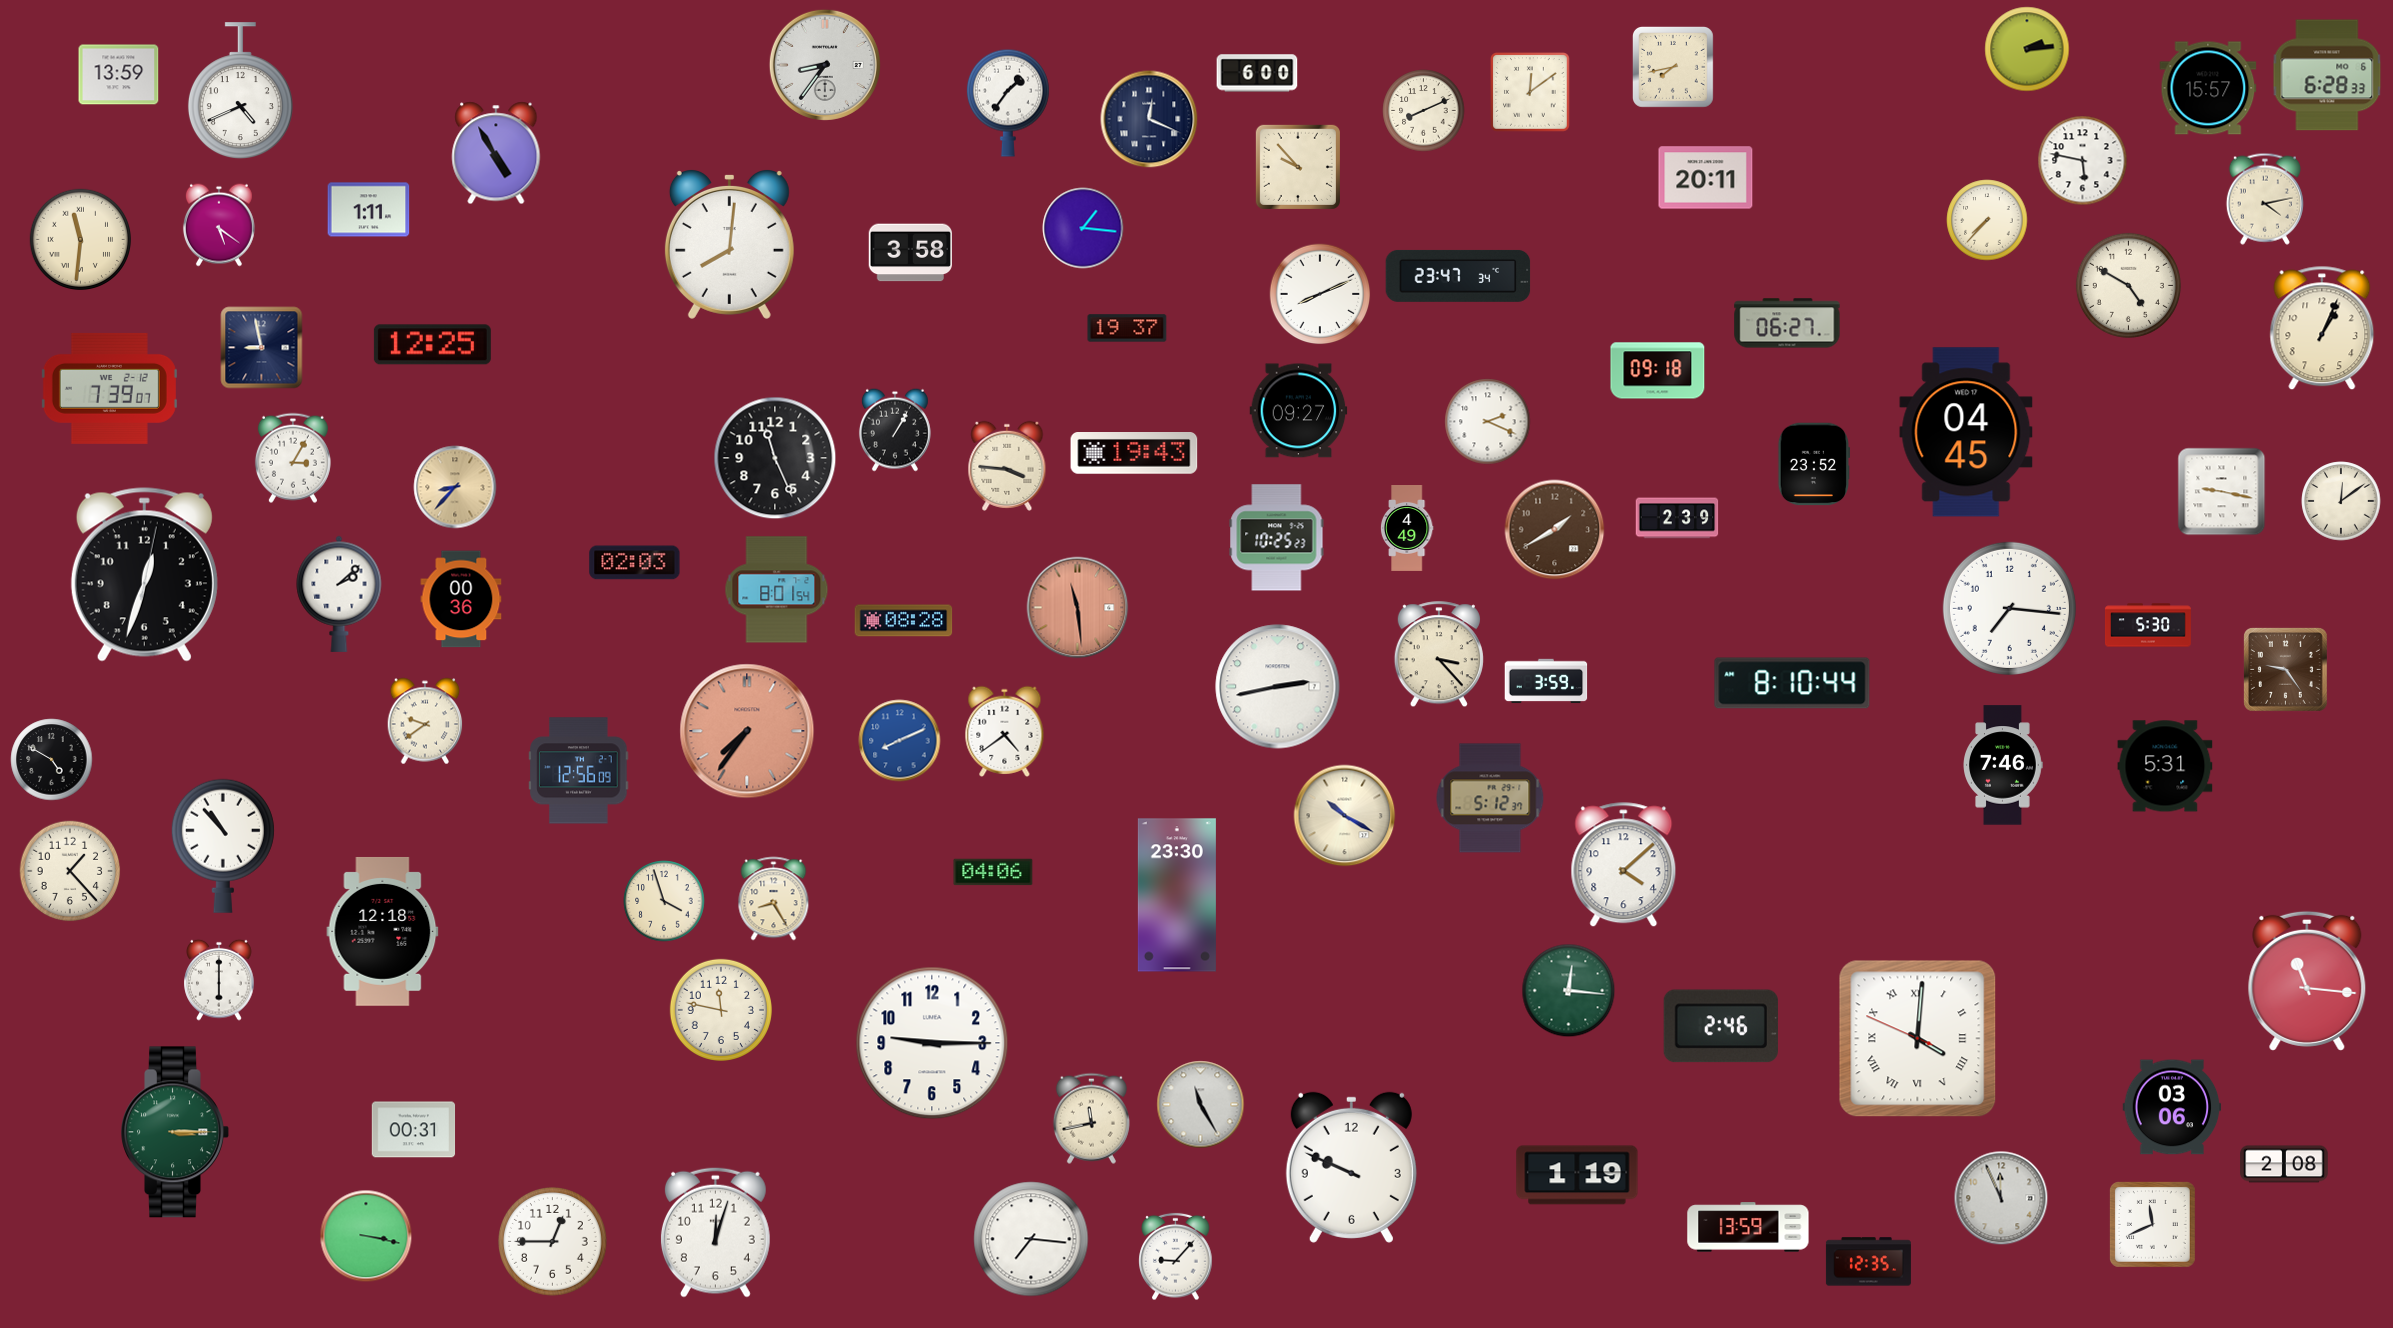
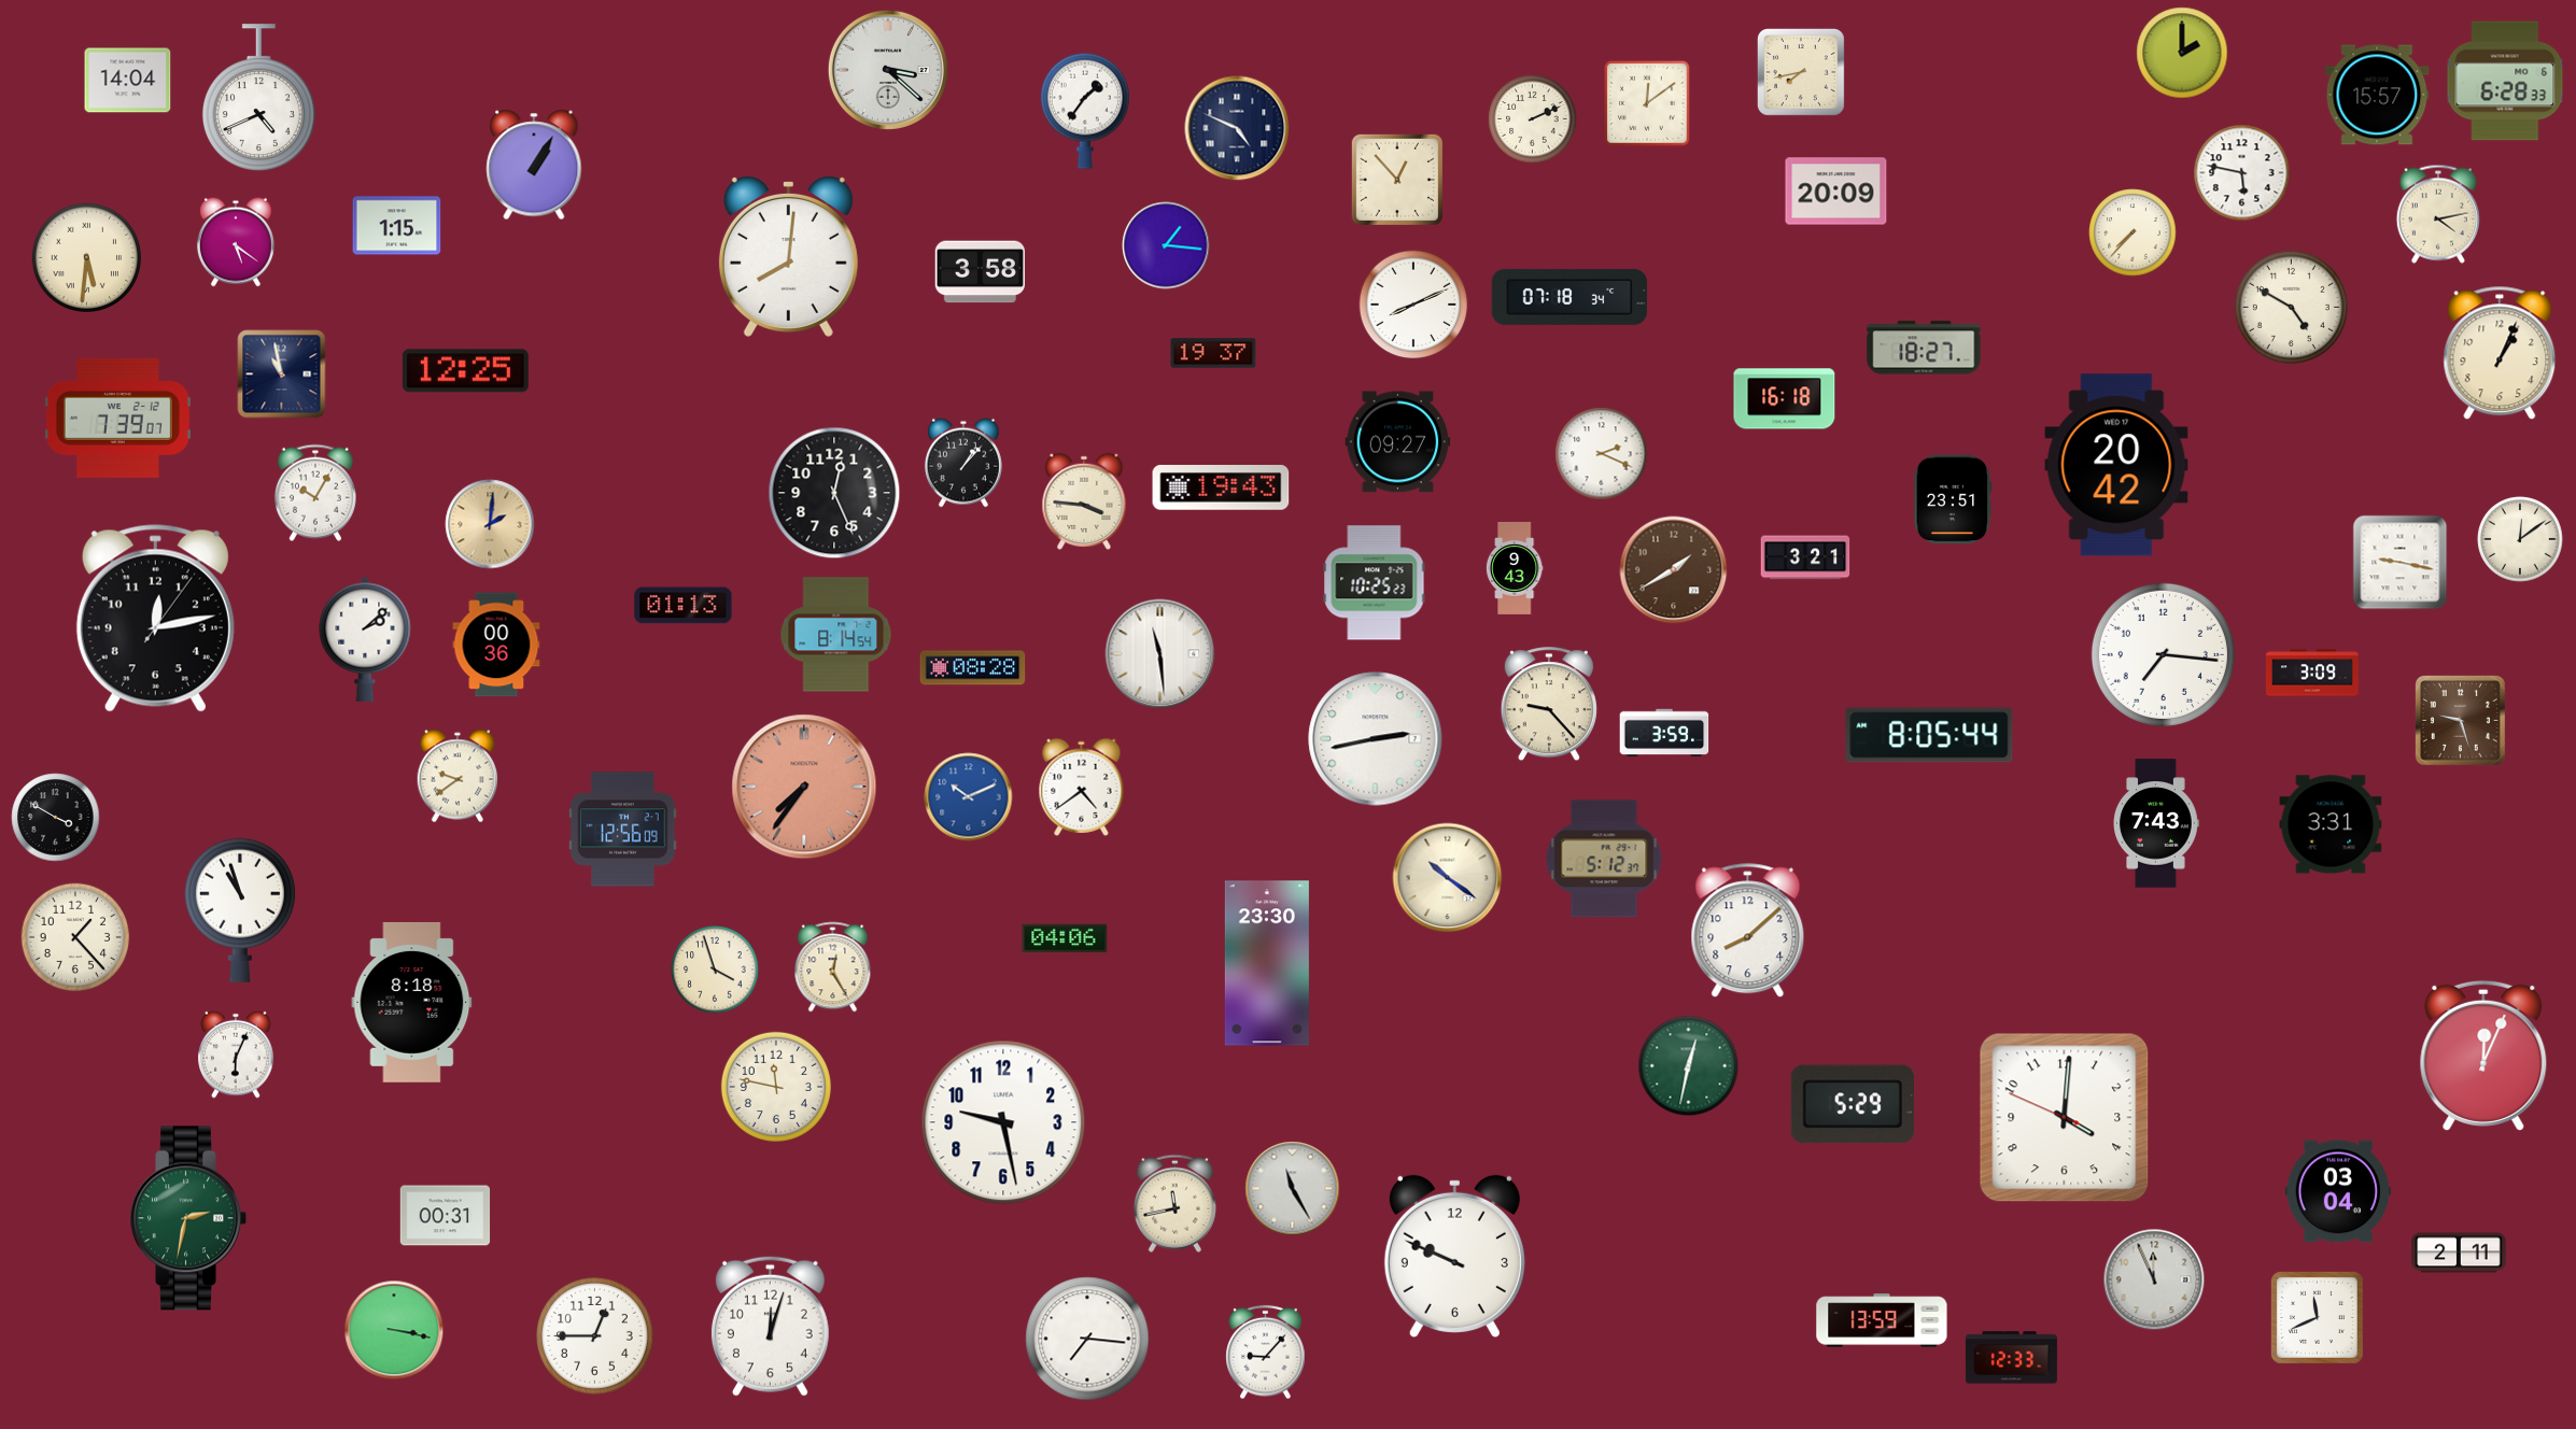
clock at (2027, 49): 2:14 -> 2:00
clock at (825, 65): 8:36 -> 3:22
clock at (1257, 73): 6:00 -> none
clock at (119, 75): 13:59 -> 14:04
clock at (1530, 92) position: (1530, 92) -> (1647, 103)
clock at (1424, 111): 8:11 -> 2:11
clock at (1149, 119): 12:19 -> 4:49
clock at (496, 153): 4:55 -> 1:05
clock at (1298, 167): 9:53 -> 12:53
clock at (1706, 178): 20:11 -> 20:09
clock at (369, 210): 1:11 -> 1:15
clock at (1987, 220) position: (1987, 220) -> (2132, 232)
clock at (80, 239): 11:31 -> 5:31
clock at (729, 244) position: (729, 244) -> (788, 256)
clock at (1458, 276): 23:47 -> 07:18
clock at (1320, 294) position: (1320, 294) -> (1413, 305)
clock at (1787, 323): 06:27 -> 18:27
clock at (262, 348): 8:58 -> 10:58
clock at (1658, 371): 09:18 -> 16:18
clock at (895, 430): 1:05 -> 1:07
clock at (1966, 432): 04:45 -> 20:42
clock at (293, 458): 3:05 -> 10:05
clock at (775, 458): 11:26 -> 12:26
clock at (1813, 464): 23:52 -> 23:51
clock at (455, 487): 8:37 -> 2:01
clock at (2222, 492) position: (2222, 492) -> (2401, 563)
clock at (1677, 518): 2:39 -> 3:21
clock at (1407, 529): 4:49 -> 9:43
clock at (1277, 538) position: (1277, 538) -> (1375, 583)
clock at (635, 563): 02:03 -> 01:13
clock at (144, 575): 12:33 -> 12:13
clock at (777, 590): 8:01 -> 8:14
clock at (1078, 608) dial: salmon -> white
clock at (2148, 625): 5:30 -> 3:09
clock at (1439, 655): 3:23 -> 9:23
clock at (2286, 670): 9:24 -> 9:27
clock at (1792, 683): 8:10 -> 8:05
clock at (900, 741): 8:11 -> 10:11
clock at (52, 760): 4:50 -> 3:50
clock at (2003, 765): 7:46 -> 7:43
clock at (2165, 766): 5:31 -> 3:31
clock at (1345, 816): 10:20 -> 10:21
clock at (223, 846): 10:53 -> 10:57
clock at (1624, 865): 4:08 -> 8:08
clock at (993, 872) position: (993, 872) -> (1065, 938)
clock at (774, 899): 8:25 -> 12:25
clock at (383, 931): 12:18 -> 8:18
clock at (219, 980): 6:00 -> 6:04
clock at (2307, 981): 11:16 -> 12:04
clock at (1569, 991): 12:16 -> 12:32
clock at (1721, 1026): 2:46 -> 5:29
clock at (1918, 1039) numerals: Roman -> Arabic
clock at (932, 1043): 9:15 -> 9:28
clock at (2172, 1107): 03:06 -> 03:04
clock at (175, 1132): 3:15 -> 2:32
clock at (2284, 1164): 2:08 -> 2:11
clock at (1577, 1175): 1:19 -> none
clock at (2001, 1198) position: (2001, 1198) -> (2154, 1279)
clock at (1031, 1239) position: (1031, 1239) -> (1087, 1339)
clock at (1868, 1262): 12:35 -> 12:33
